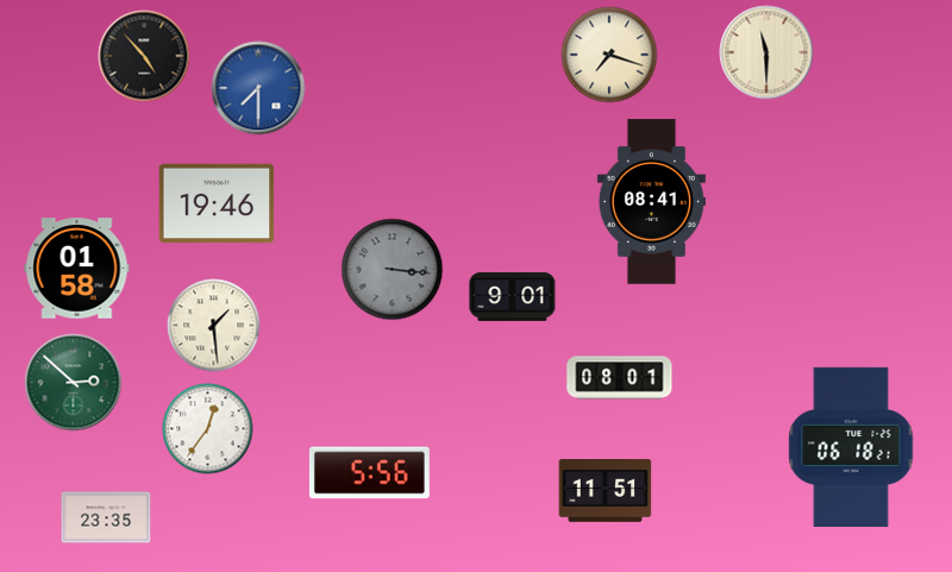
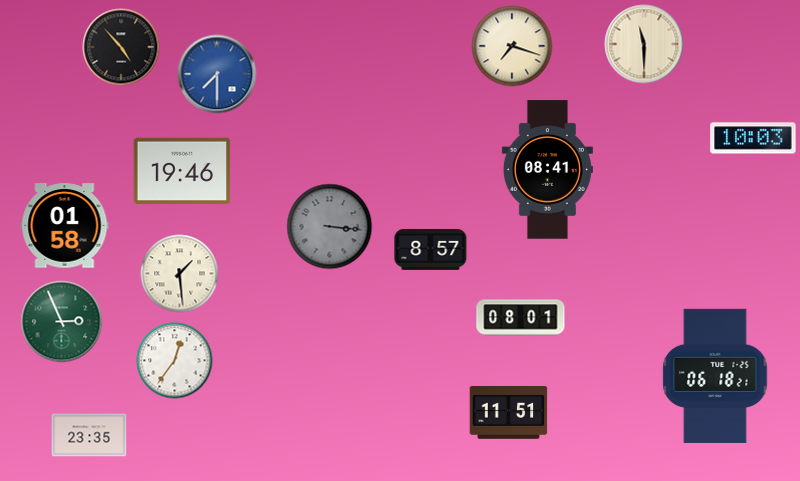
clock at (753, 138): none -> 10:03
clock at (513, 296): 9:01 -> 8:57
clock at (74, 383): 2:52 -> 2:56
clock at (369, 473): 5:56 -> none
